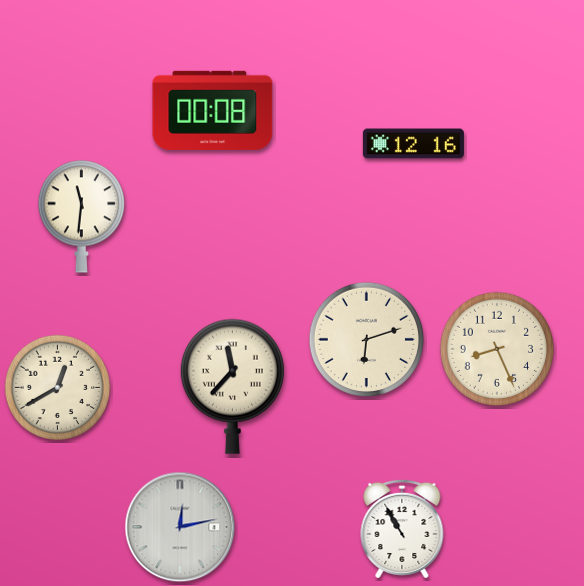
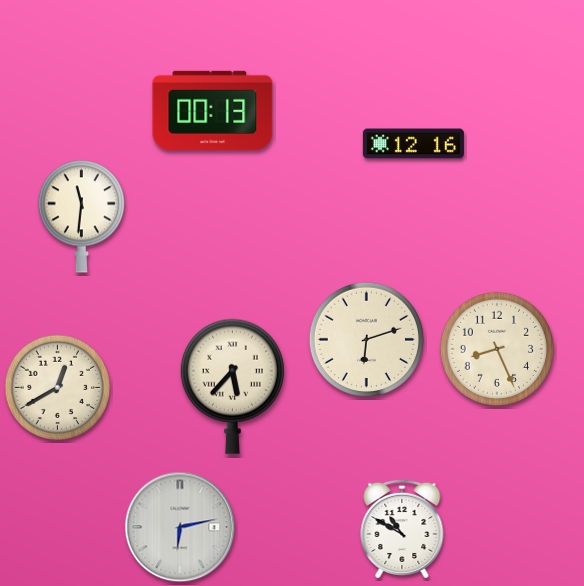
clock at (213, 110): 00:08 -> 00:13
clock at (232, 386): 11:37 -> 5:37
clock at (180, 527): 12:13 -> 6:13
clock at (402, 529): 10:55 -> 10:50
